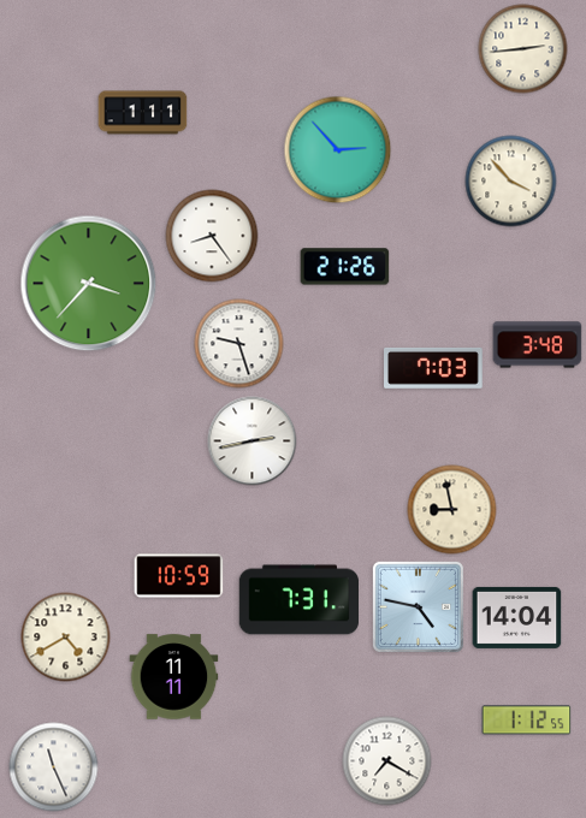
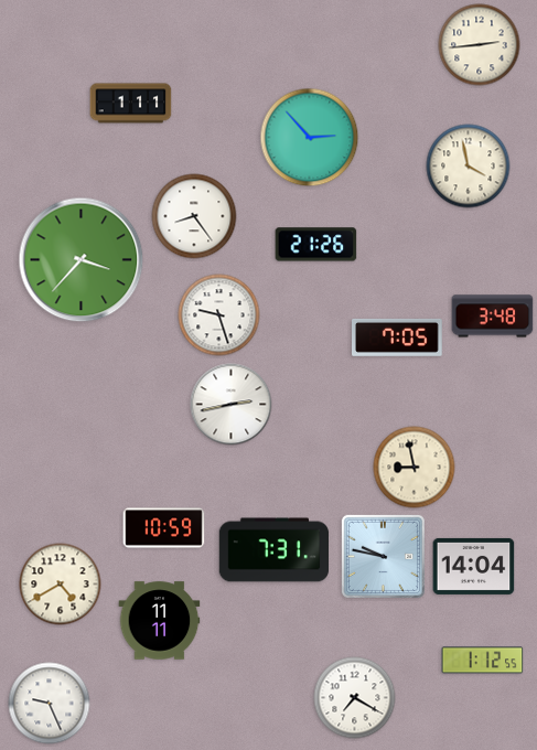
clock at (511, 182): 3:53 -> 3:58
clock at (434, 368): 7:03 -> 7:05
clock at (418, 606): 4:47 -> 9:47
clock at (54, 767): 11:26 -> 9:26
